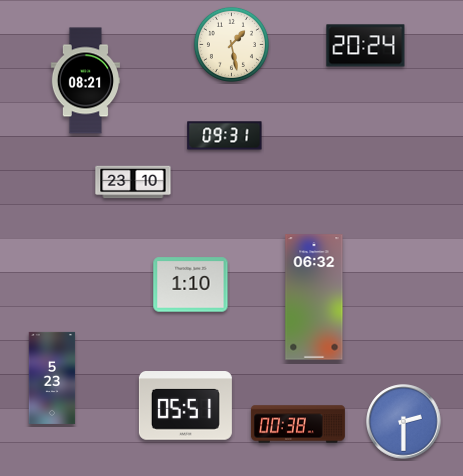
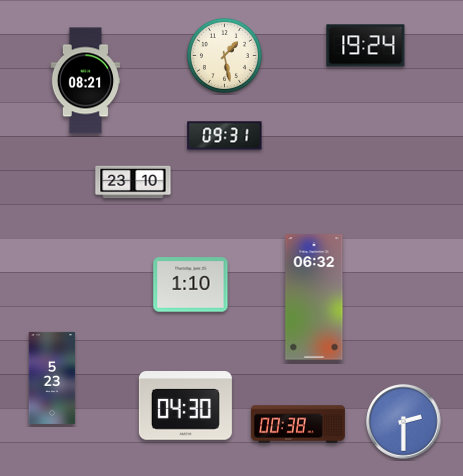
clock at (231, 44) position: (231, 44) -> (224, 55)
clock at (366, 46): 20:24 -> 19:24
clock at (185, 406): 05:51 -> 04:30
